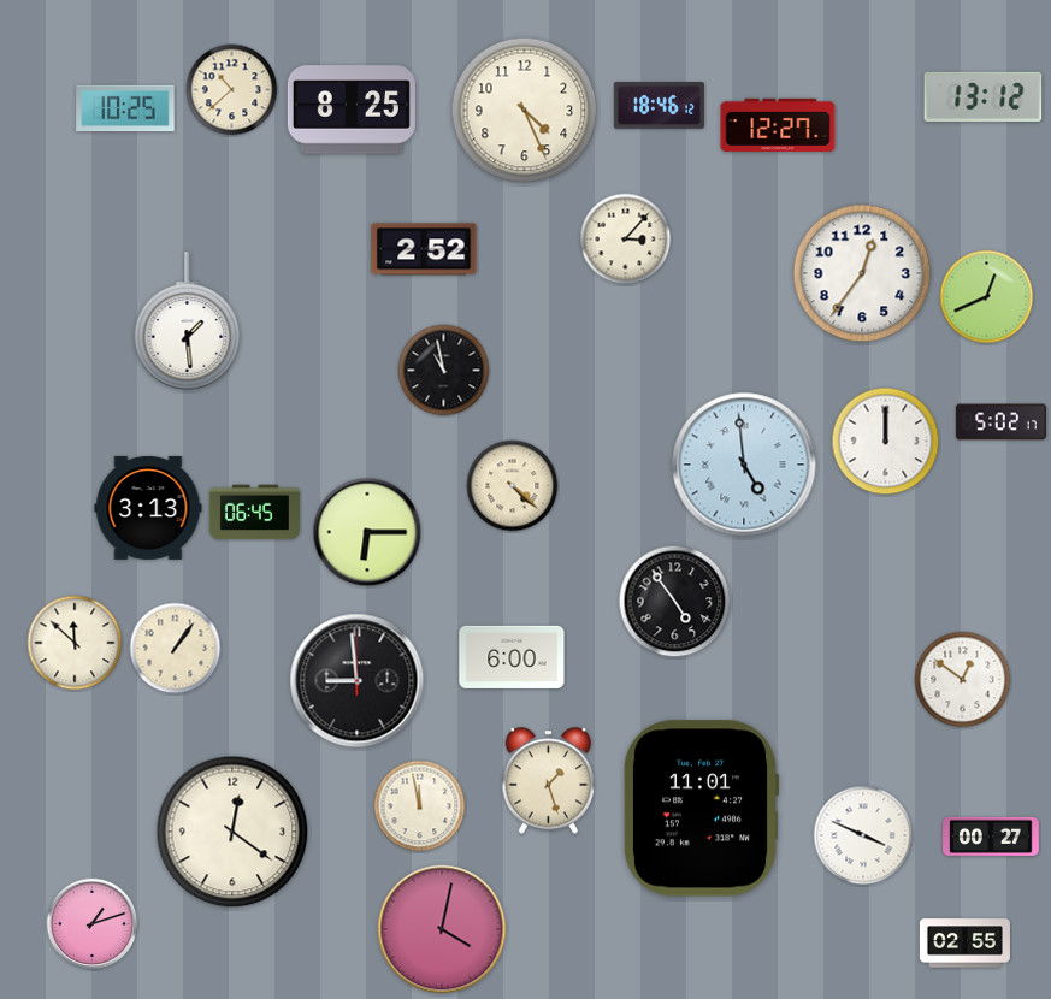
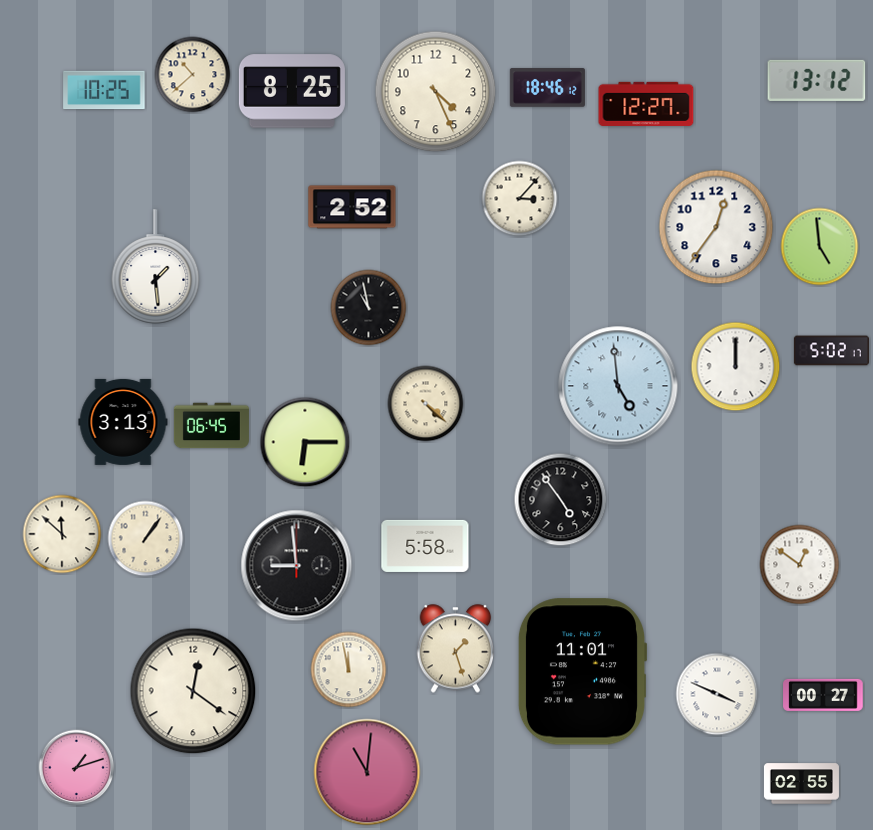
clock at (987, 297): 12:41 -> 4:59
clock at (512, 657): 6:00 -> 5:58
clock at (442, 929): 4:02 -> 11:01
